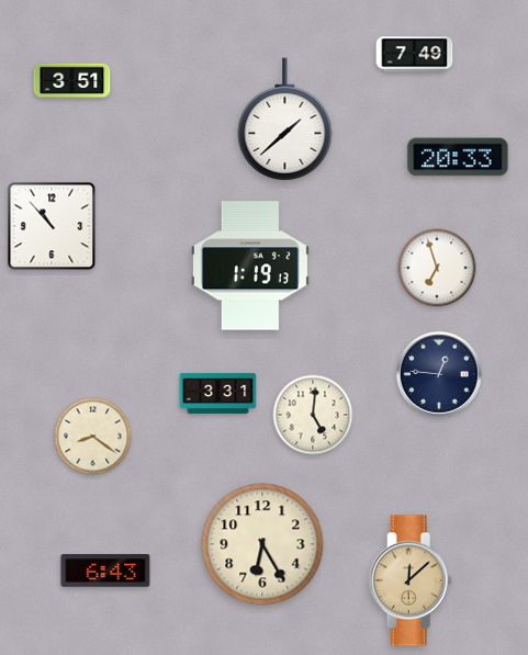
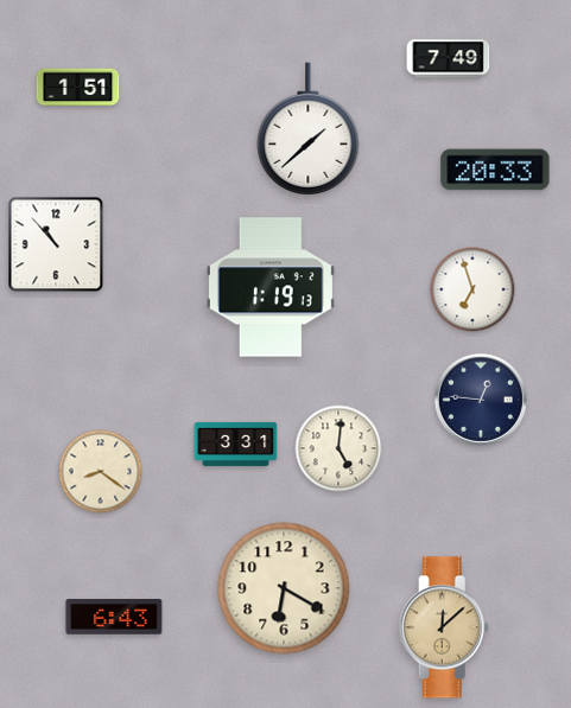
clock at (72, 81): 3:51 -> 1:51
clock at (439, 374) position: (439, 374) -> (481, 400)
clock at (218, 393) position: (218, 393) -> (236, 444)
clock at (262, 544): 6:25 -> 6:20
